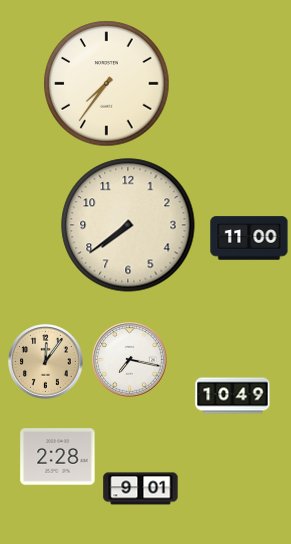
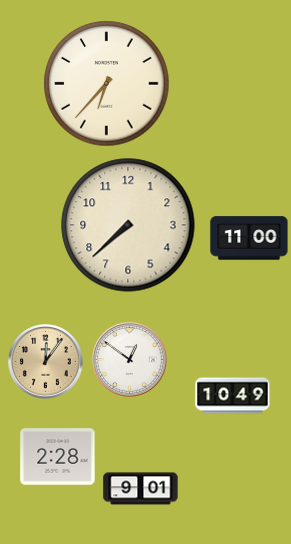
clock at (107, 84): 7:36 -> 6:37
clock at (128, 225): 7:39 -> 7:38
clock at (130, 360): 7:17 -> 12:51
